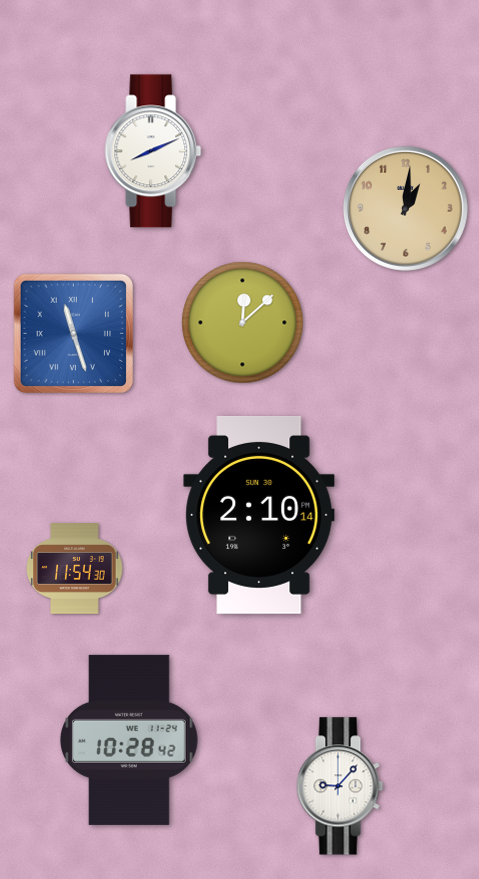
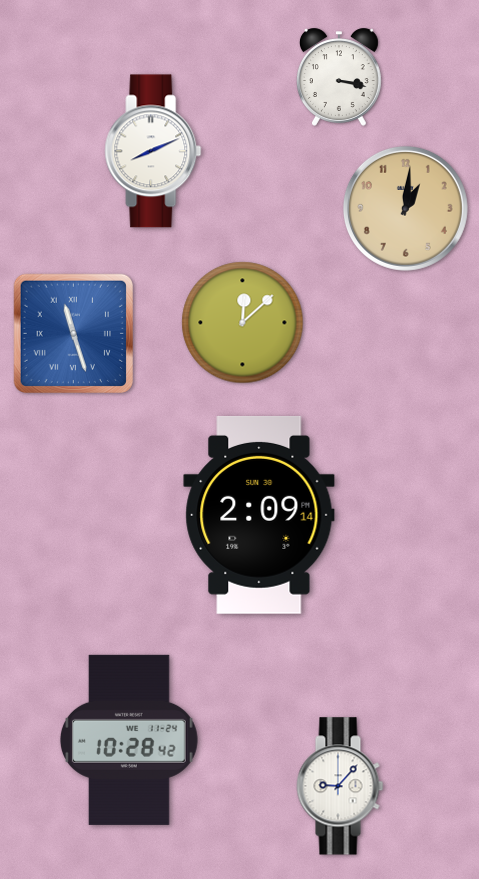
clock at (339, 77): none -> 3:17
clock at (259, 515): 2:10 -> 2:09
clock at (75, 569): 11:54 -> none
